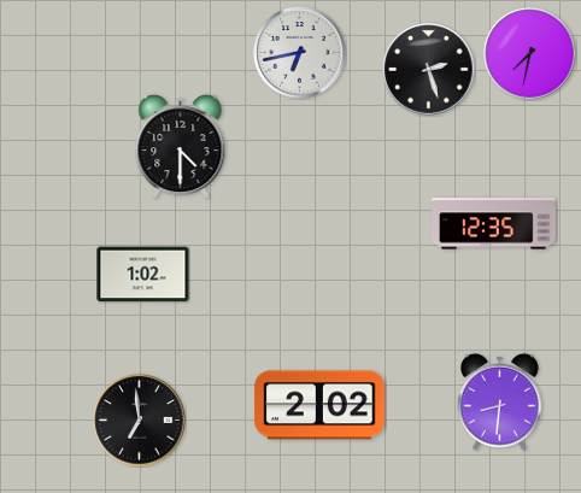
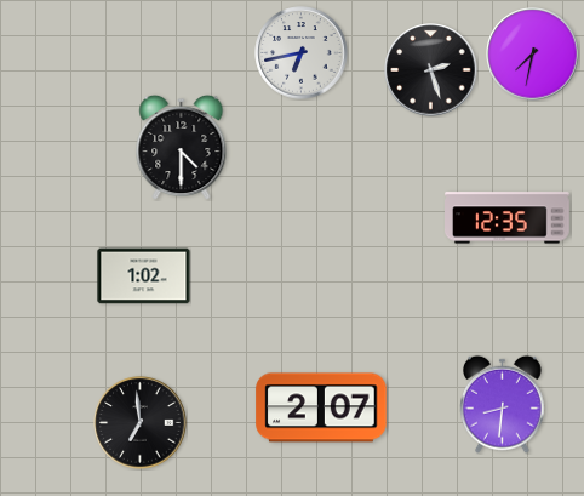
clock at (494, 224) position: (494, 224) -> (508, 218)
clock at (319, 405): 2:02 -> 2:07
